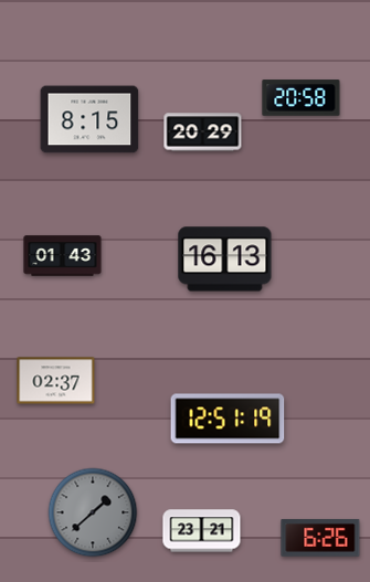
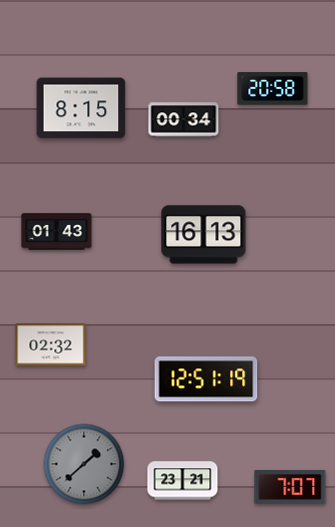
clock at (203, 133): 20:29 -> 00:34
clock at (56, 381): 02:37 -> 02:32
clock at (320, 538): 6:26 -> 7:07
